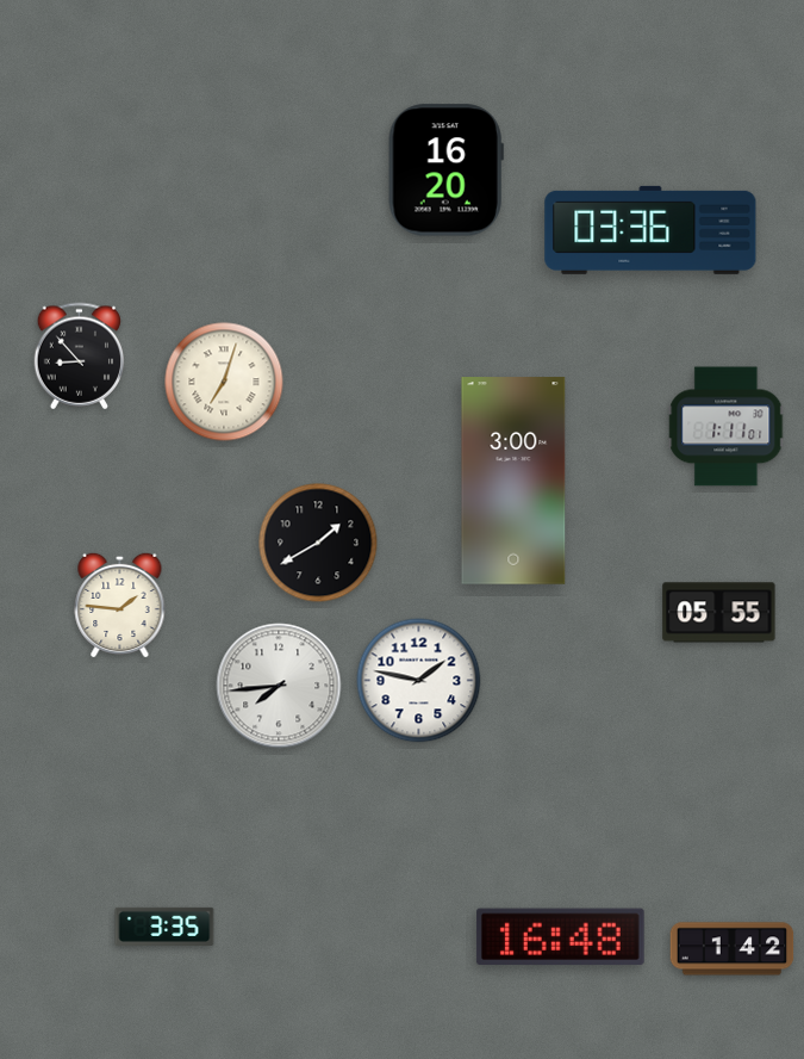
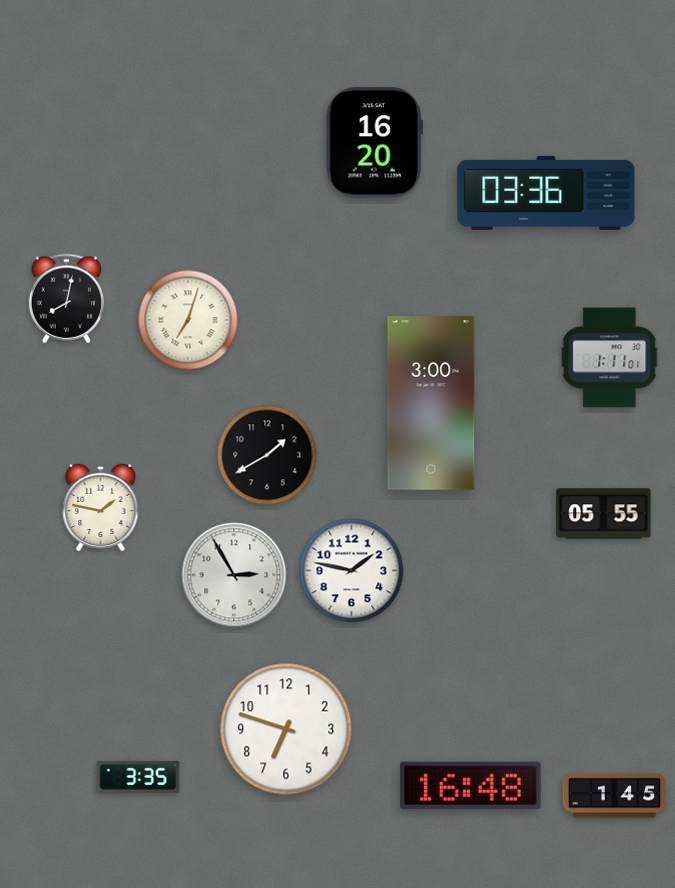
clock at (80, 357): 8:53 -> 8:02
clock at (120, 605): 1:46 -> 1:47
clock at (279, 686): 7:44 -> 2:55
clock at (286, 729): none -> 6:48
clock at (733, 949): 1:42 -> 1:45
